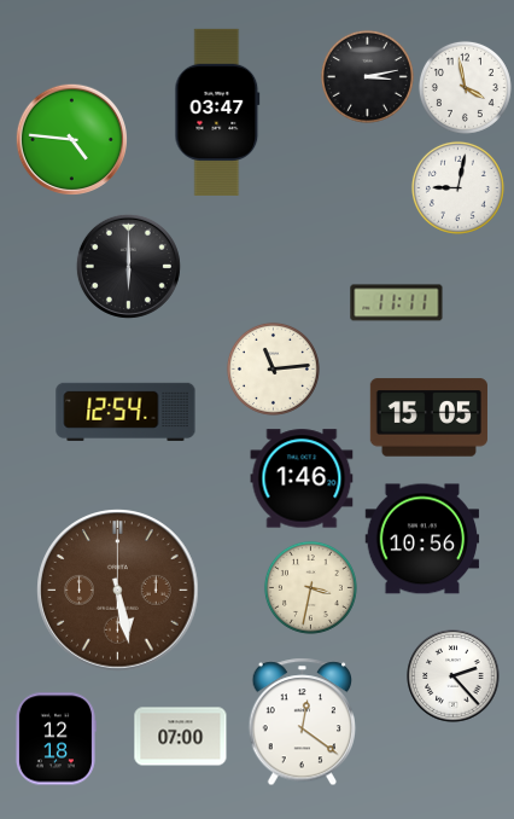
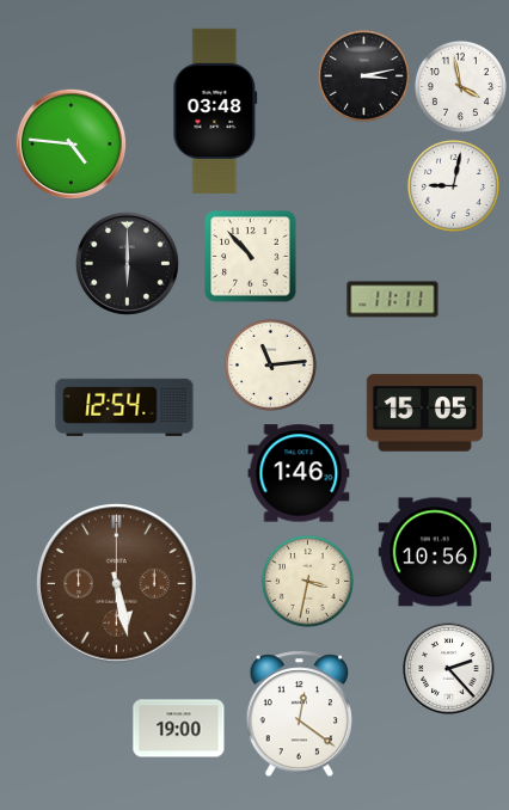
clock at (217, 112): 03:47 -> 03:48
clock at (71, 139) position: (71, 139) -> (70, 143)
clock at (251, 257): none -> 10:53
clock at (422, 539) position: (422, 539) -> (435, 552)
clock at (181, 737): 07:00 -> 19:00
clock at (56, 739): 12:18 -> none
